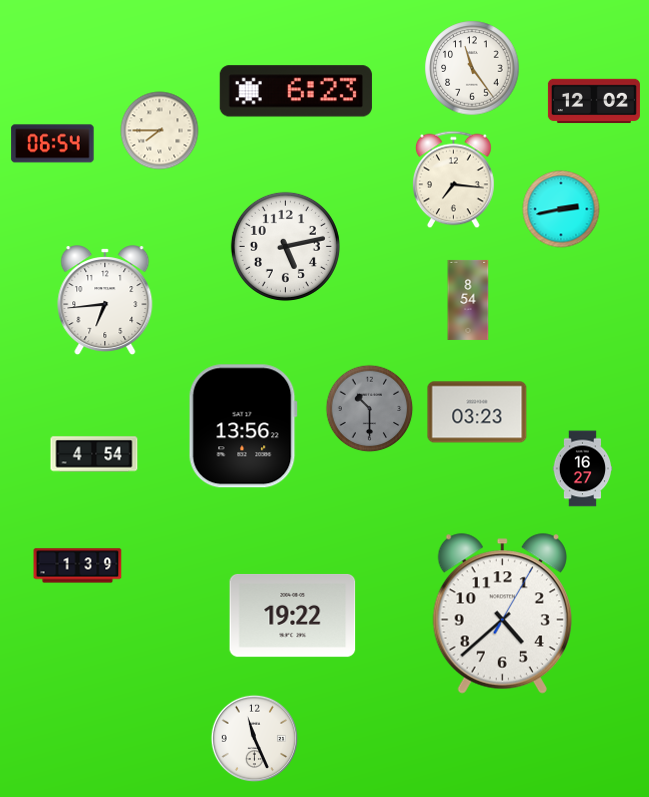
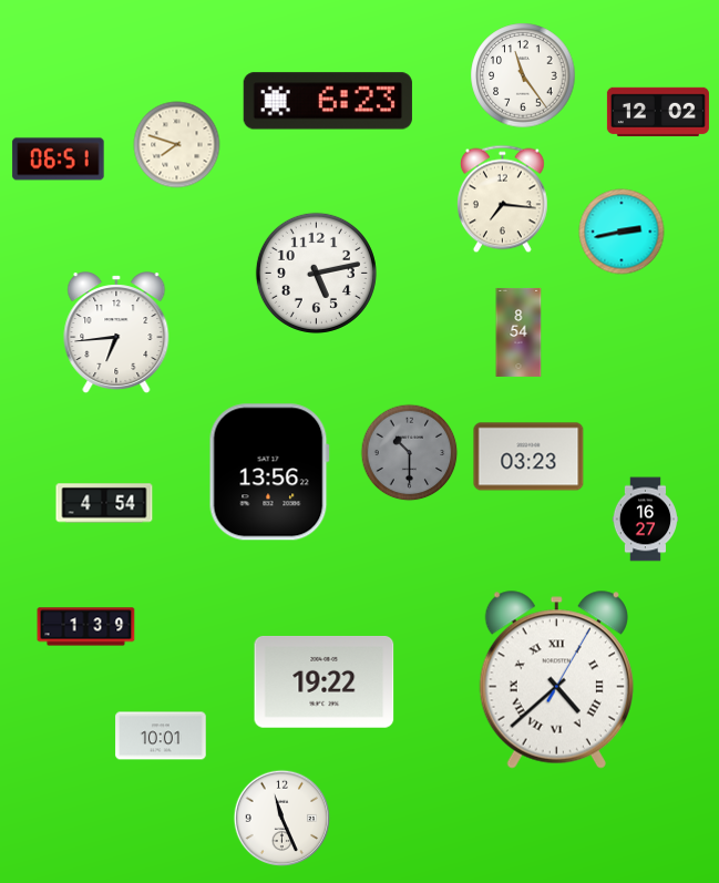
clock at (160, 131): 7:45 -> 7:48
clock at (53, 144): 06:54 -> 06:51
clock at (502, 614) numerals: Arabic -> Roman
clock at (161, 736): none -> 10:01
